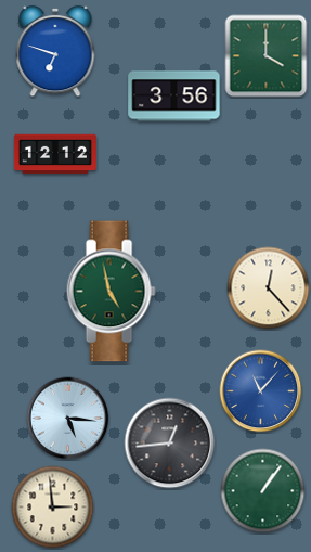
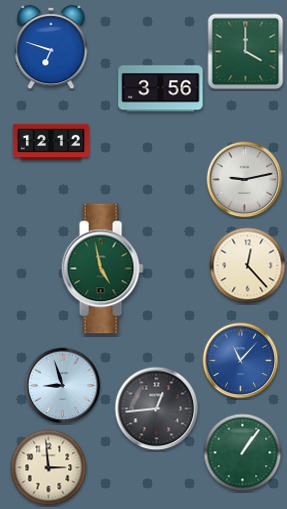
clock at (245, 180): none -> 9:13
clock at (68, 419): 5:16 -> 8:57
